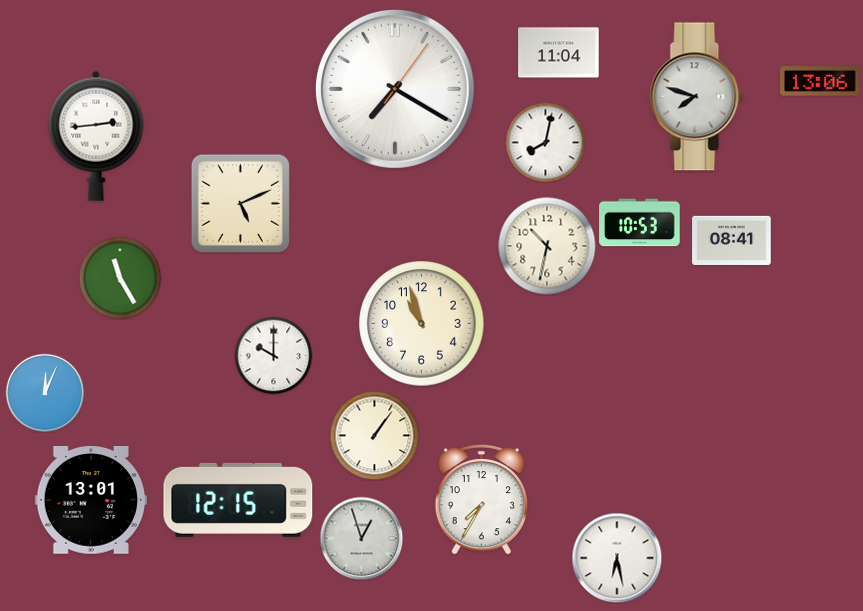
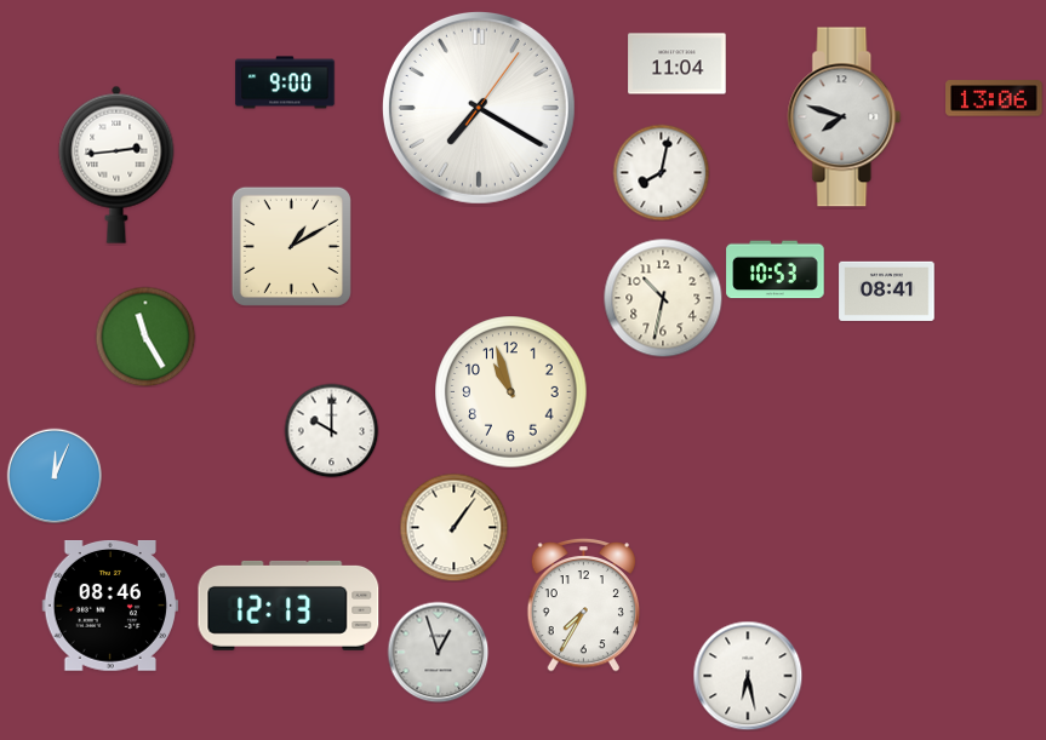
clock at (285, 82): none -> 9:00
clock at (240, 203): 5:11 -> 1:10
clock at (238, 500): 12:15 -> 12:13
clock at (90, 501): 13:01 -> 08:46
